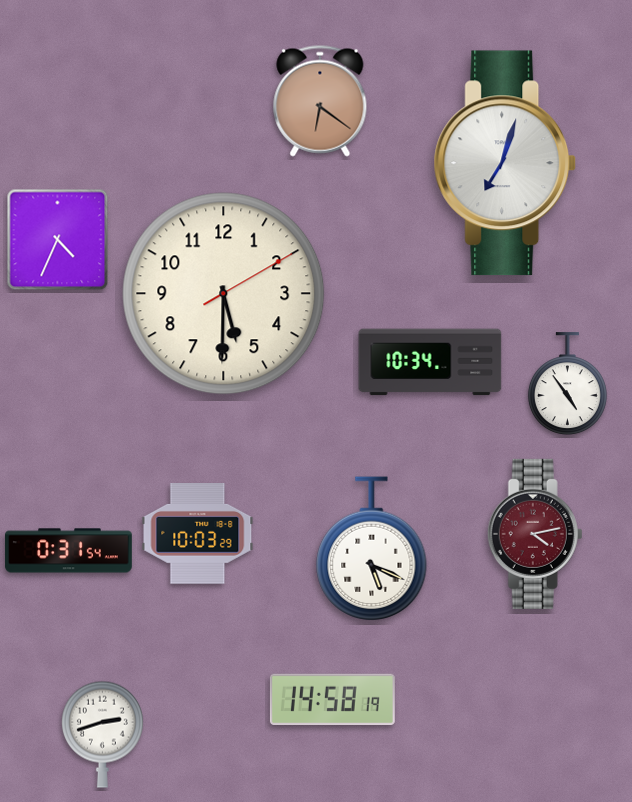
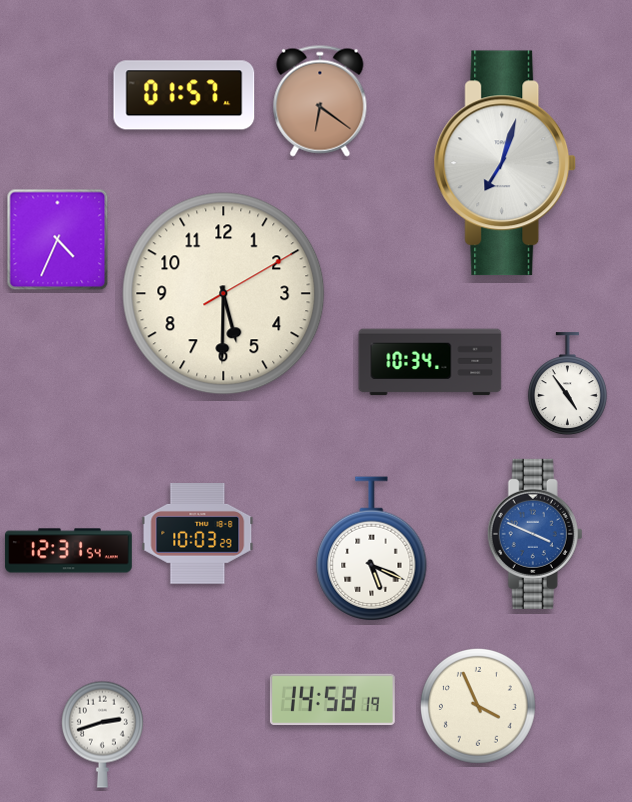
clock at (184, 95): none -> 01:57
clock at (535, 534): 4:13 -> 3:49
clock at (535, 534) dial: burgundy -> blue
clock at (69, 551): 0:31 -> 12:31
clock at (479, 707): none -> 3:56
